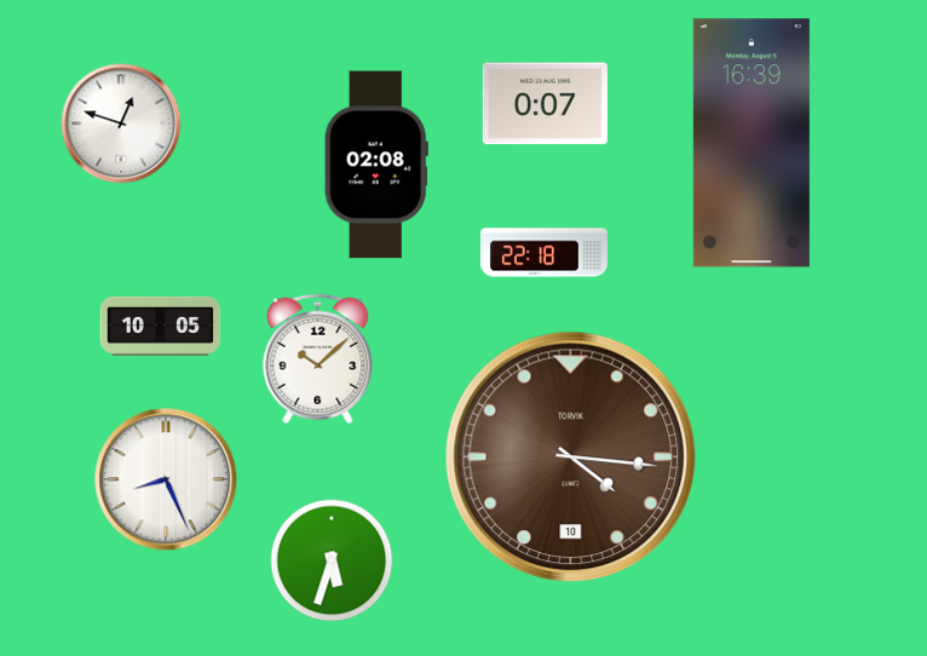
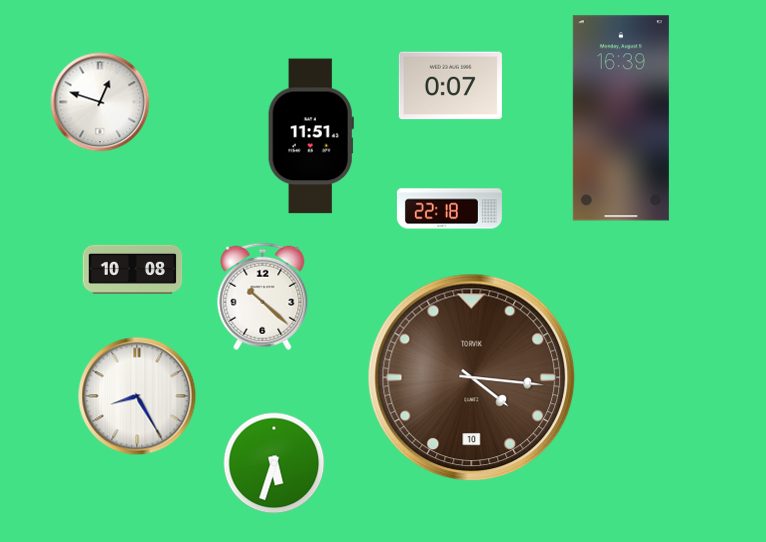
clock at (376, 165): 02:08 -> 11:51
clock at (161, 326): 10:05 -> 10:08
clock at (318, 359): 10:08 -> 10:22
clock at (166, 479): 8:26 -> 8:25
